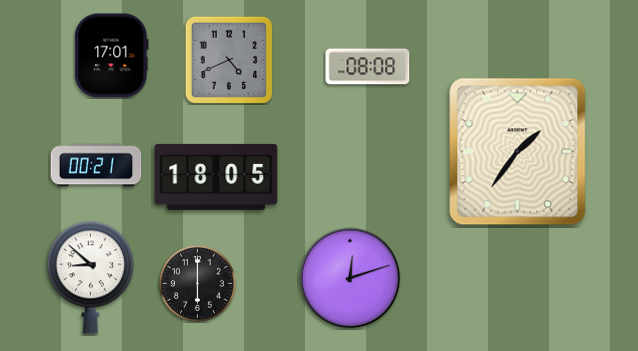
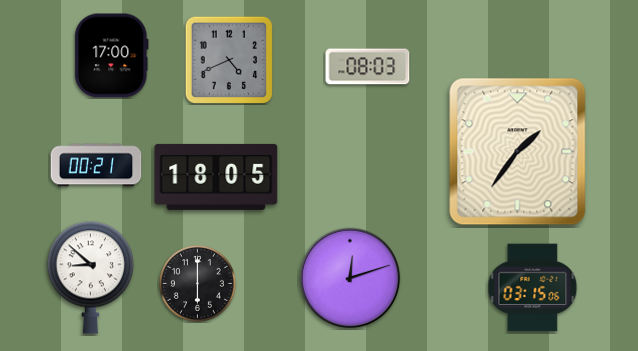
clock at (112, 56): 17:01 -> 17:00
clock at (368, 67): 08:08 -> 08:03
clock at (533, 288): none -> 03:15
